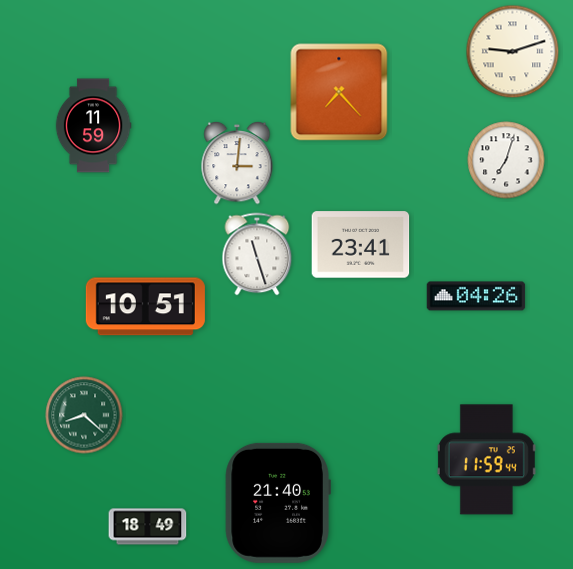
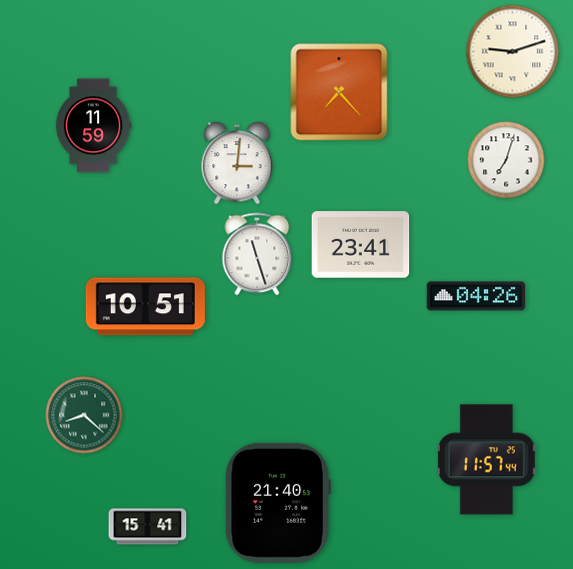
clock at (486, 460): 11:59 -> 11:57
clock at (148, 527): 18:49 -> 15:41
